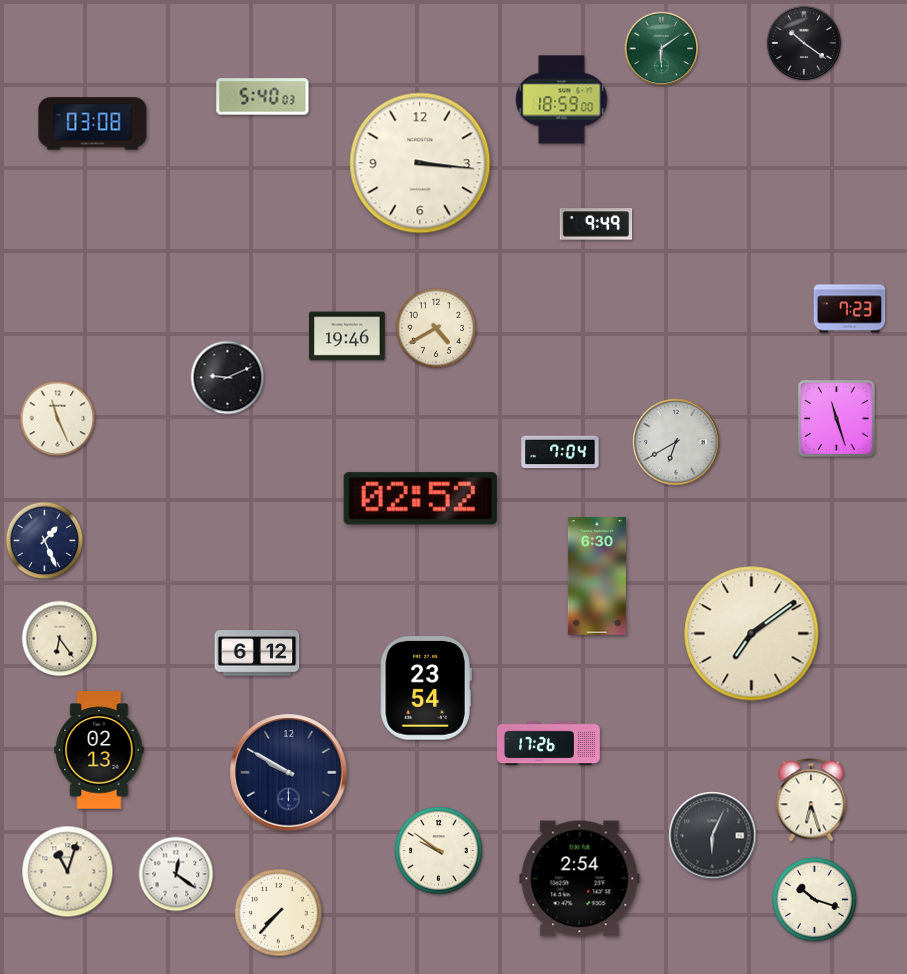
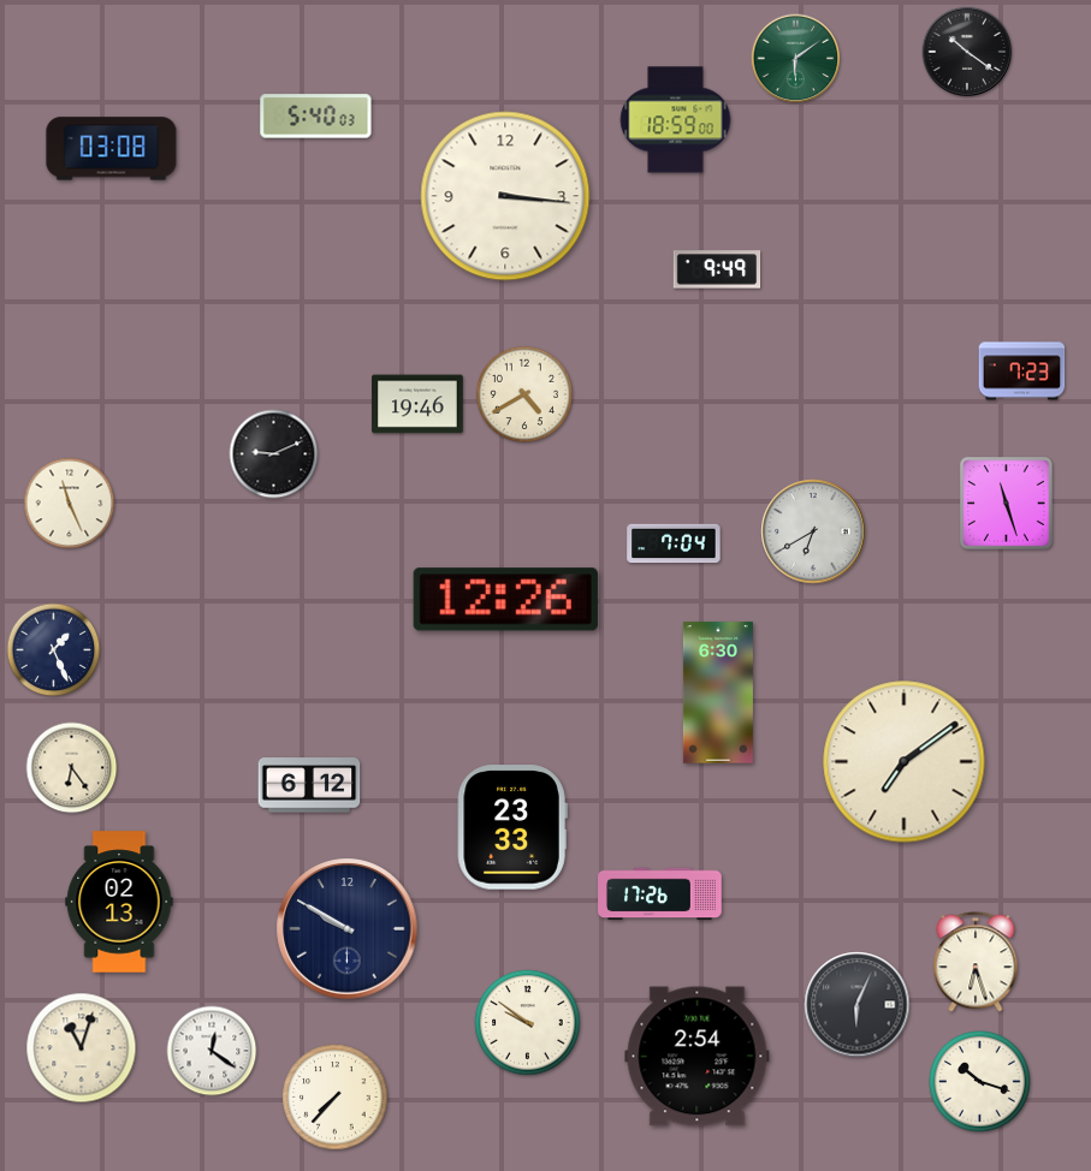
clock at (420, 499): 02:52 -> 12:26
clock at (426, 688): 23:54 -> 23:33
